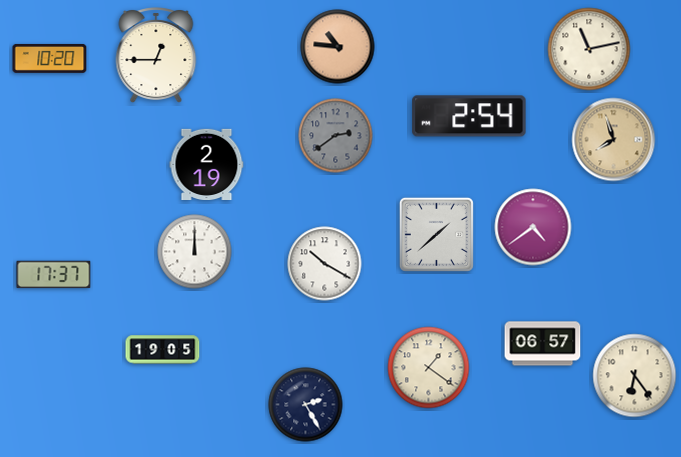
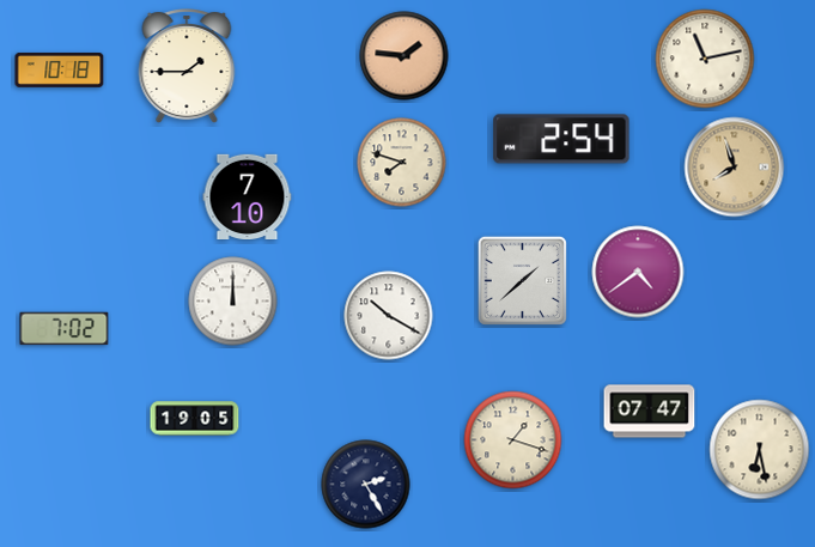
clock at (338, 47): 10:46 -> 1:46
clock at (156, 56): 12:45 -> 1:45
clock at (50, 58): 10:20 -> 10:18
clock at (336, 136): 2:39 -> 7:48
clock at (336, 136) dial: grey -> cream
clock at (207, 164): 2:19 -> 7:10
clock at (54, 275): 17:37 -> 7:02
clock at (543, 344): 06:57 -> 07:47
clock at (429, 368): 1:21 -> 1:18
clock at (635, 376): 6:24 -> 6:28
